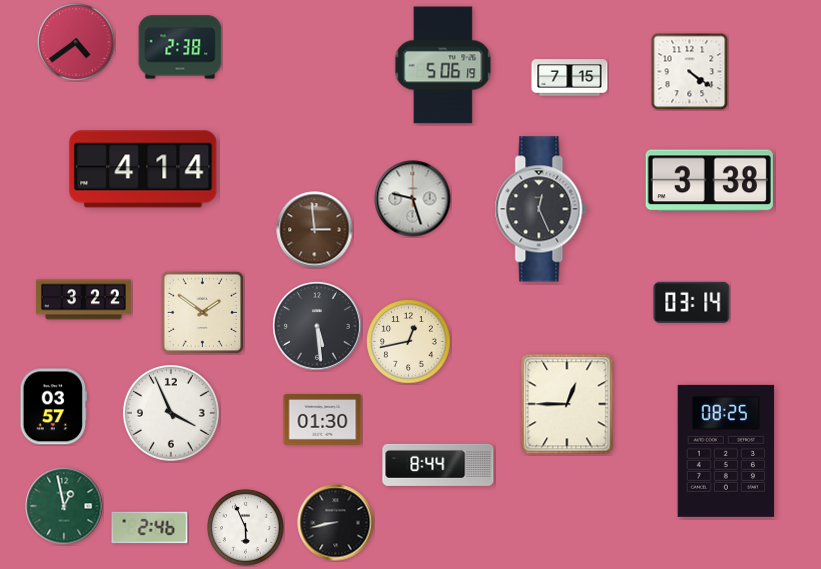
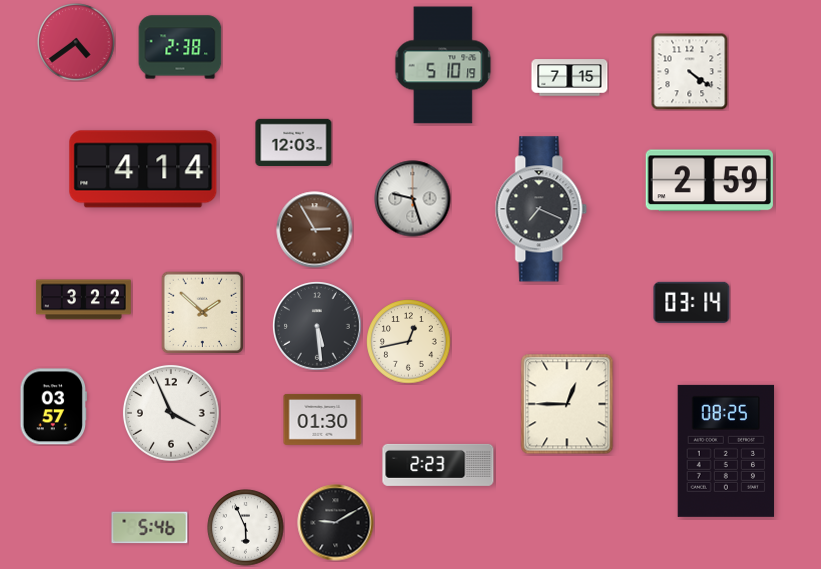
clock at (443, 65): 5:06 -> 5:10
clock at (294, 142): none -> 12:03
clock at (709, 181): 3:38 -> 2:59
clock at (541, 209): 12:26 -> 7:19
clock at (315, 230): 2:59 -> 2:55
clock at (202, 312): 1:51 -> 1:52
clock at (438, 465): 8:44 -> 2:23
clock at (64, 506): 12:58 -> none
clock at (336, 523): 8:43 -> 9:10
clock at (150, 528): 2:46 -> 5:46
